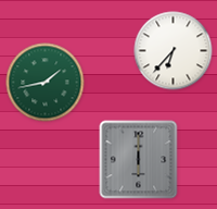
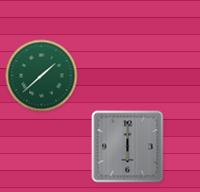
clock at (174, 51): 6:37 -> none
clock at (46, 83): 1:43 -> 1:38
